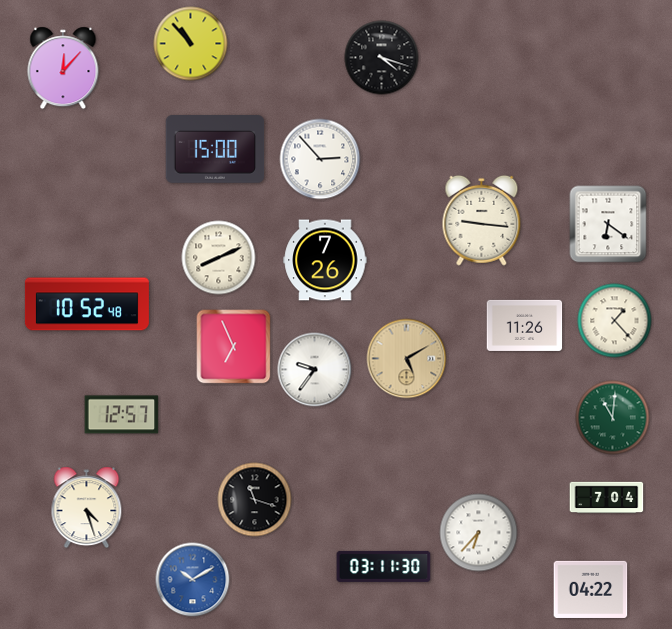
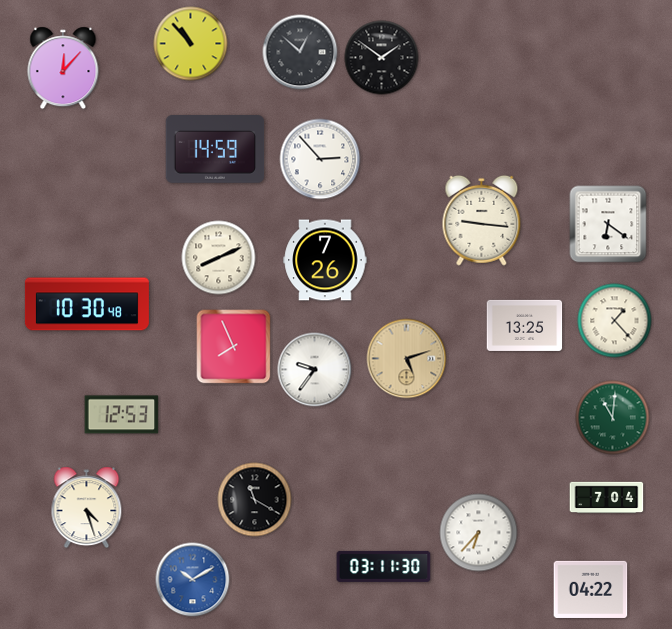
clock at (300, 52): none -> 12:52
clock at (382, 58): 4:18 -> 1:51
clock at (215, 150): 15:00 -> 14:59
clock at (87, 304): 10:52 -> 10:30
clock at (525, 325): 11:26 -> 13:25
clock at (234, 347): 6:56 -> 7:56
clock at (407, 359): 5:10 -> 5:12
clock at (122, 415): 12:57 -> 12:53
clock at (255, 500): 11:18 -> 11:20
